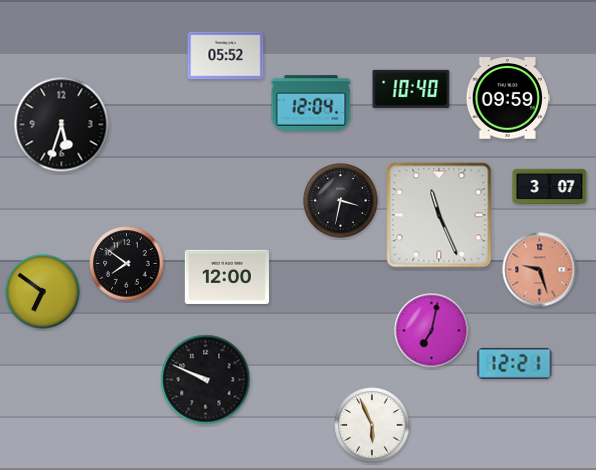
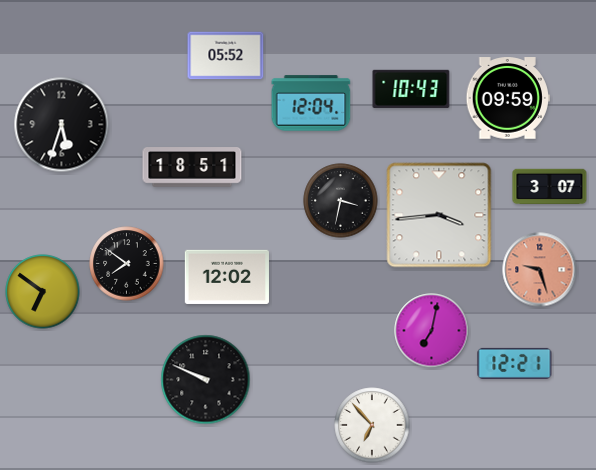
clock at (411, 89): 10:40 -> 10:43
clock at (192, 167): none -> 18:51
clock at (439, 215): 11:26 -> 3:44
clock at (227, 277): 12:00 -> 12:02
clock at (372, 425): 5:56 -> 6:53
